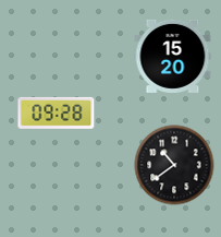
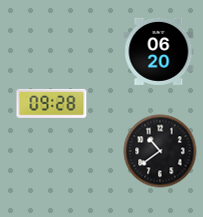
clock at (173, 56): 15:20 -> 06:20
